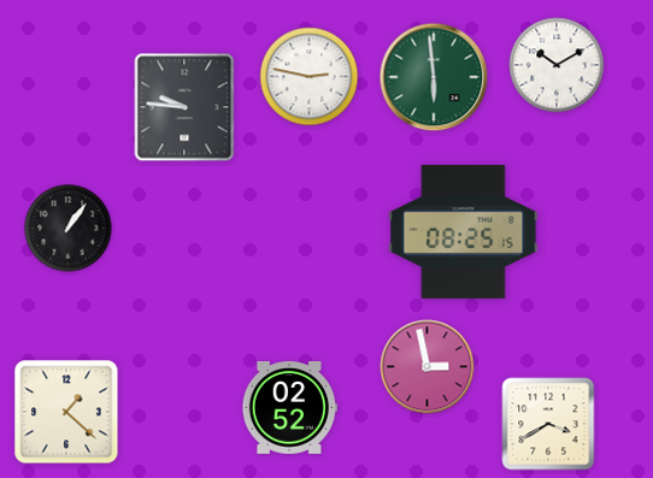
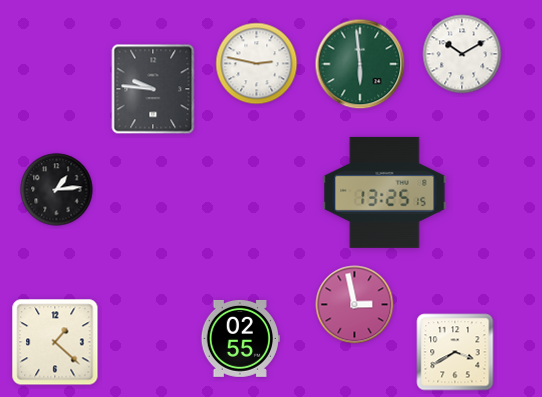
clock at (69, 229): 1:06 -> 1:14
clock at (464, 231): 08:25 -> 13:25
clock at (289, 407): 02:52 -> 02:55
